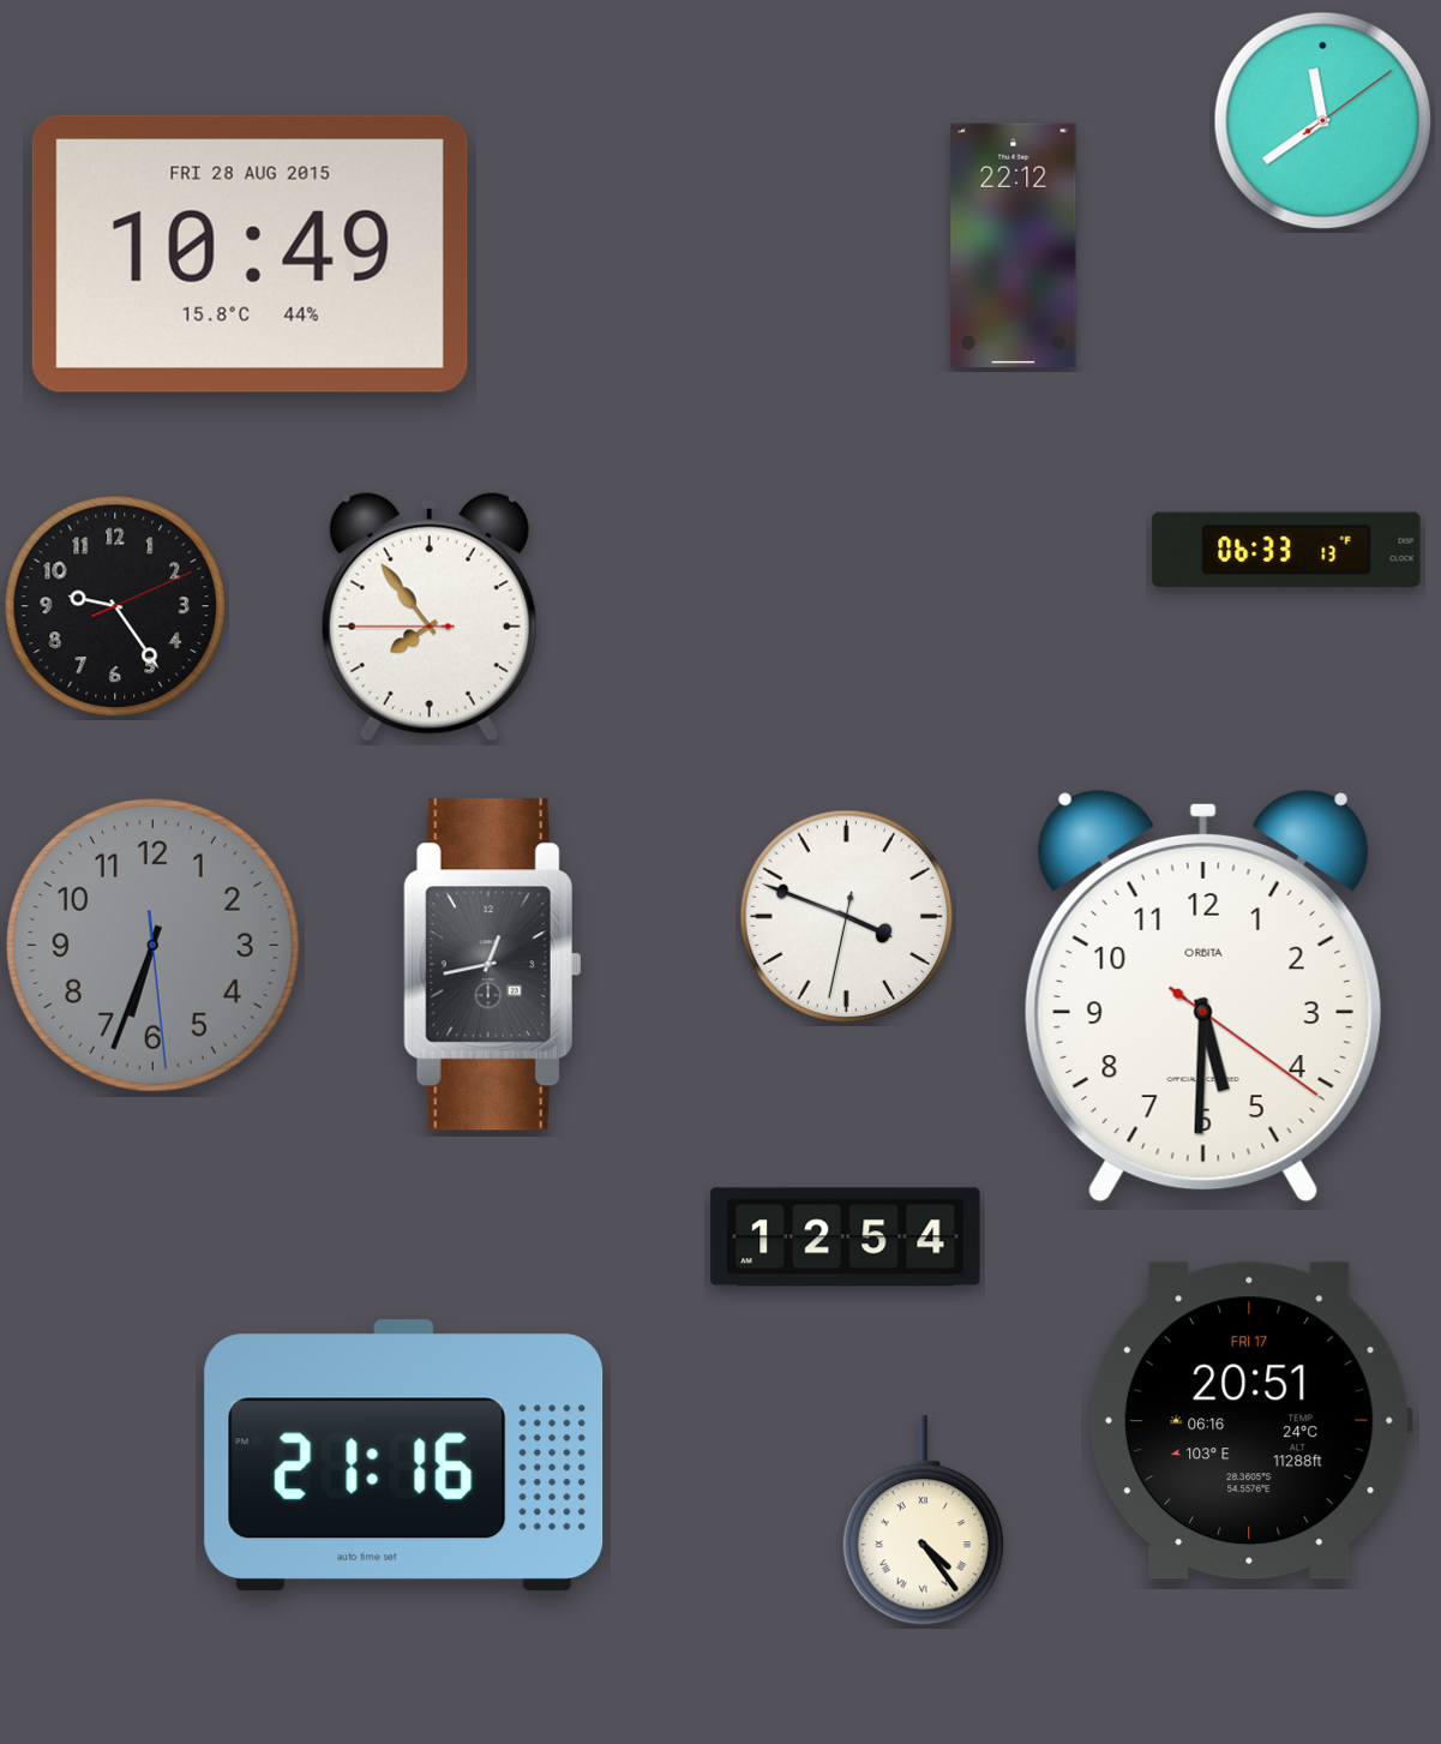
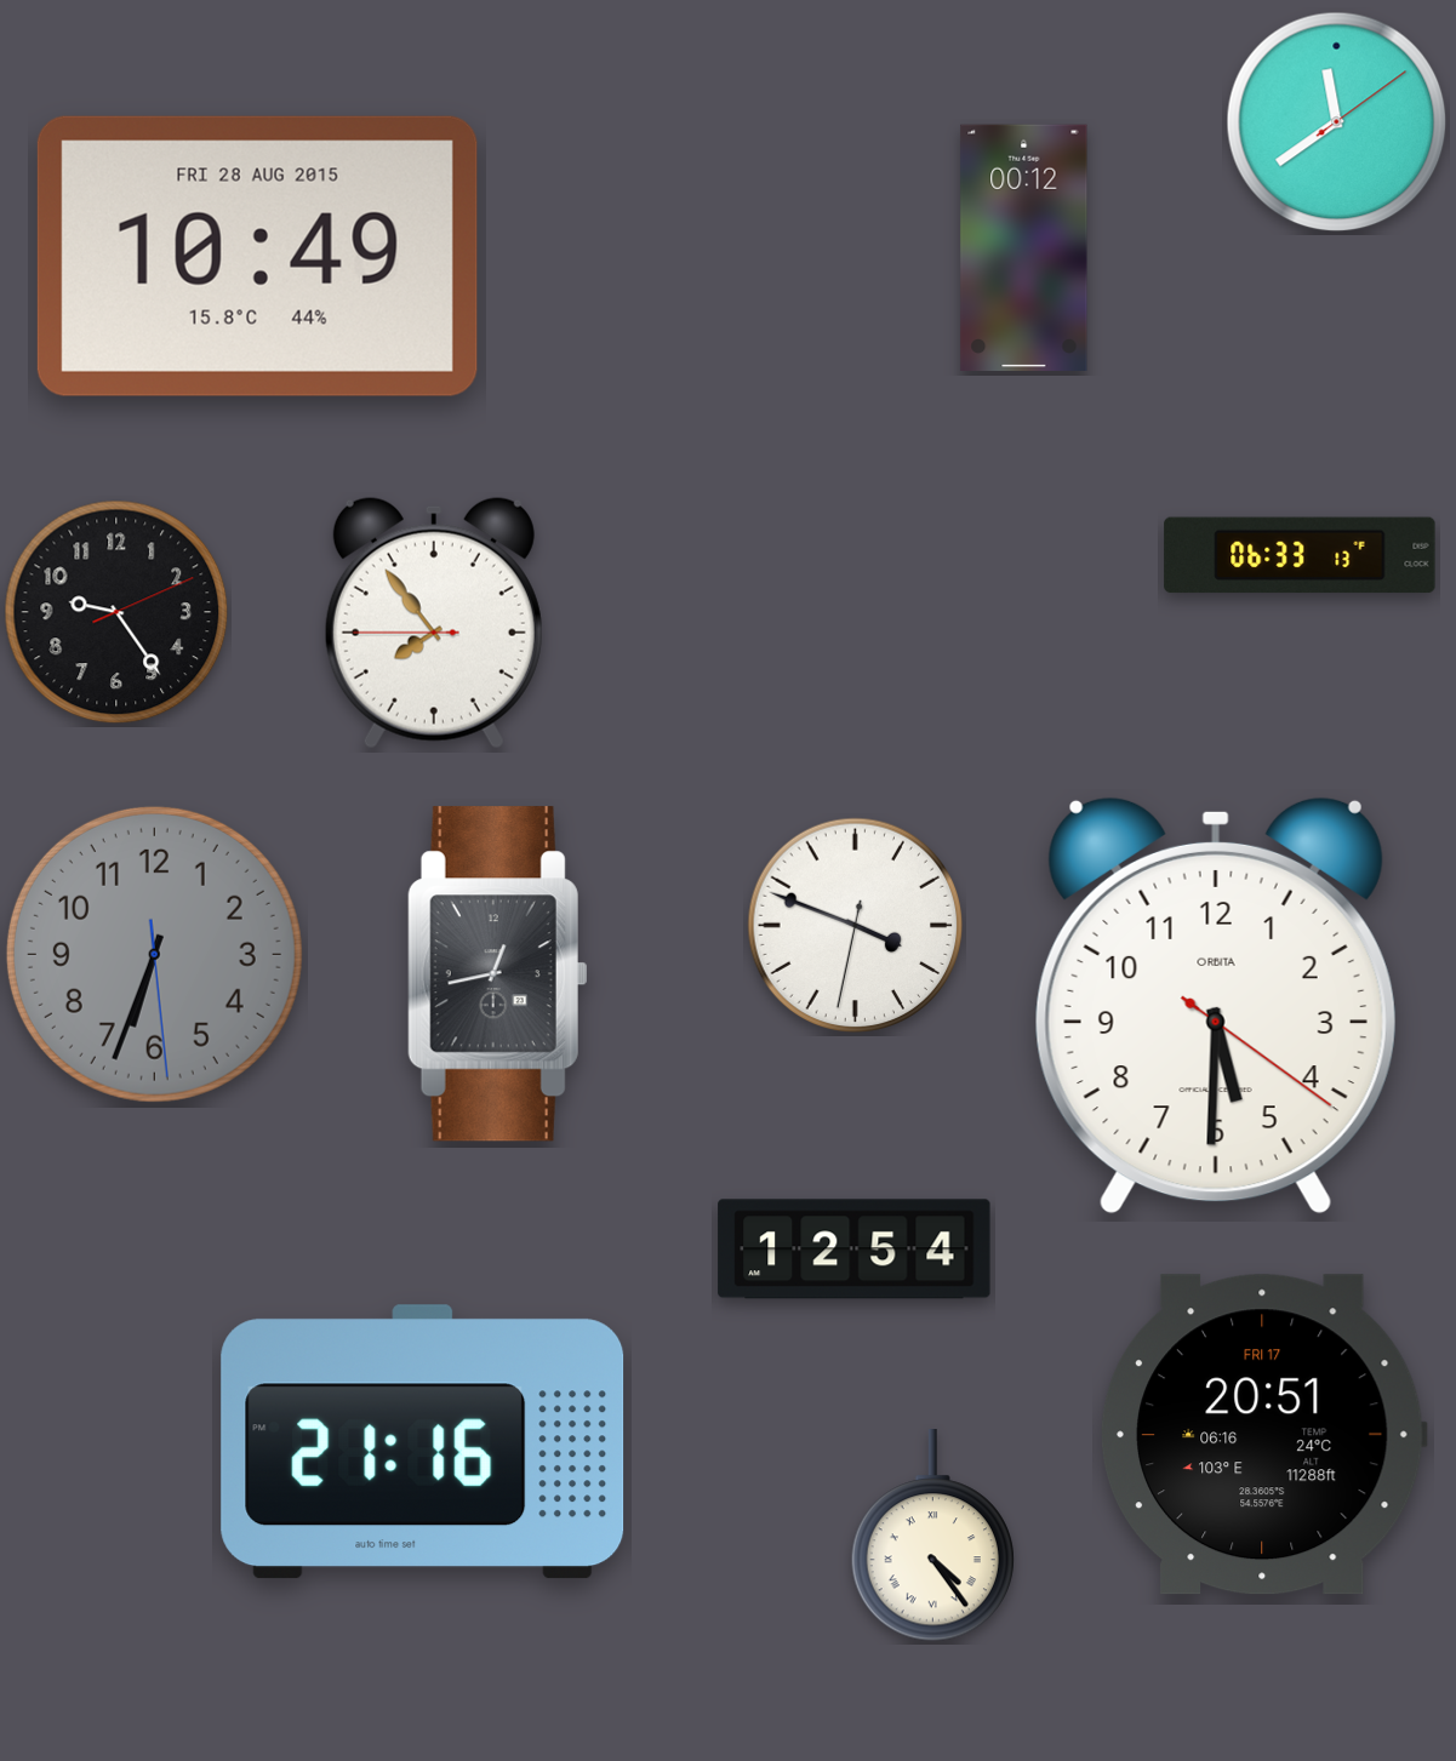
clock at (1014, 245): 22:12 -> 00:12
clock at (250, 253) position: (250, 253) -> (257, 256)
clock at (404, 1456) position: (404, 1456) -> (423, 1442)
